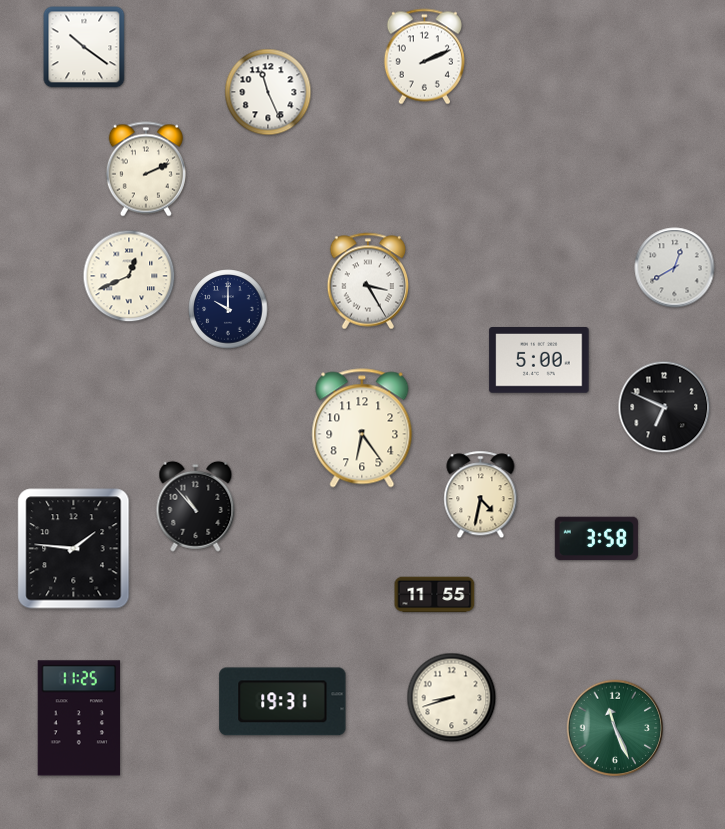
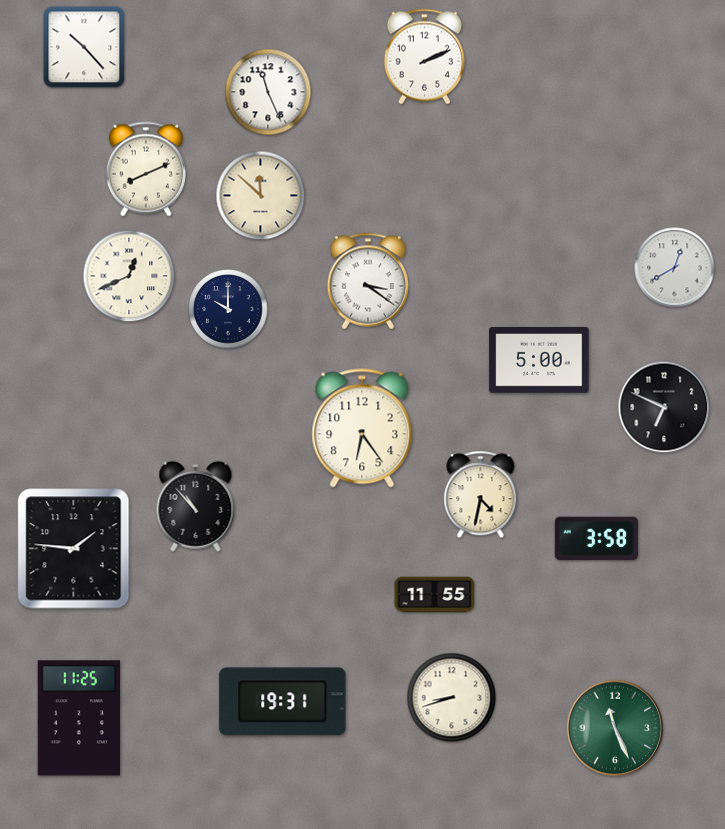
clock at (84, 47): 10:21 -> 10:23
clock at (146, 169): 2:11 -> 8:11
clock at (261, 196): none -> 11:52
clock at (368, 281): 3:25 -> 3:21
